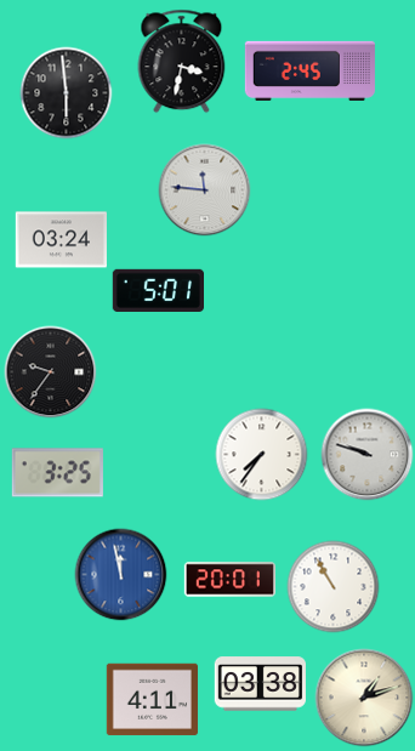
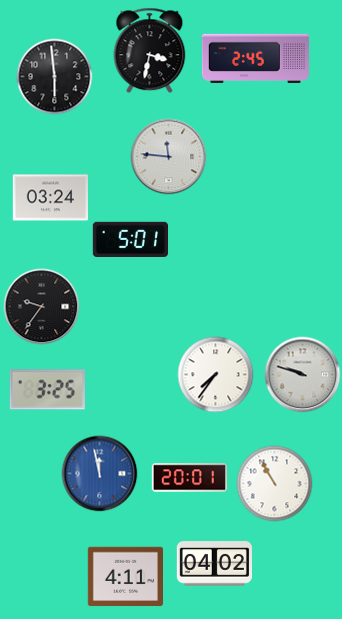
clock at (260, 684): 03:38 -> 04:02
clock at (364, 698): 1:12 -> none
